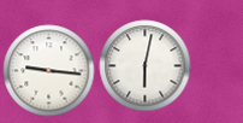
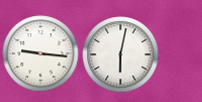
clock at (49, 71) position: (49, 71) -> (41, 54)
